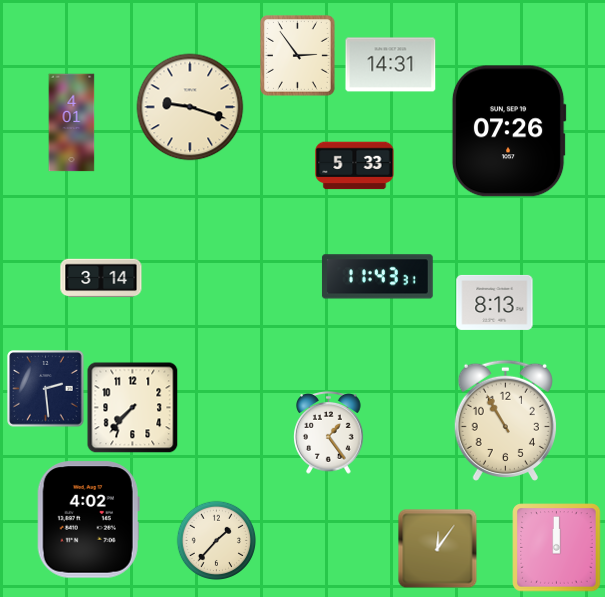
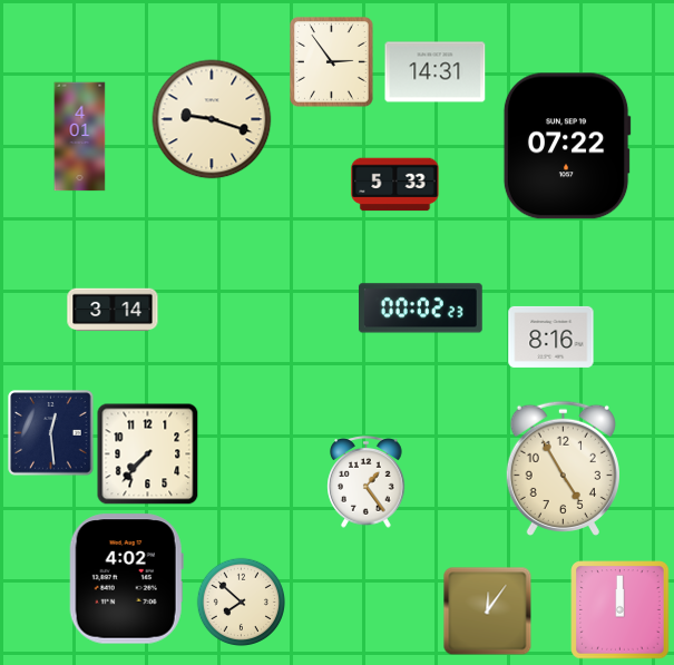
clock at (509, 131): 07:26 -> 07:22
clock at (377, 277): 11:43 -> 00:02
clock at (495, 302): 8:13 -> 8:16
clock at (46, 389): 2:29 -> 12:29
clock at (505, 420): 10:55 -> 4:55
clock at (88, 520) position: (88, 520) -> (126, 579)
clock at (216, 540): 1:37 -> 7:52
